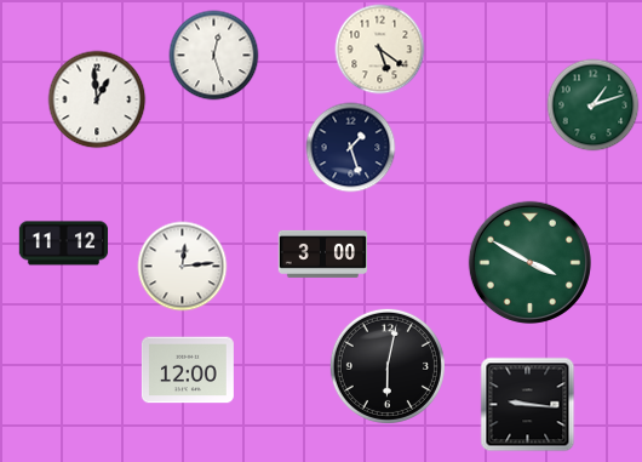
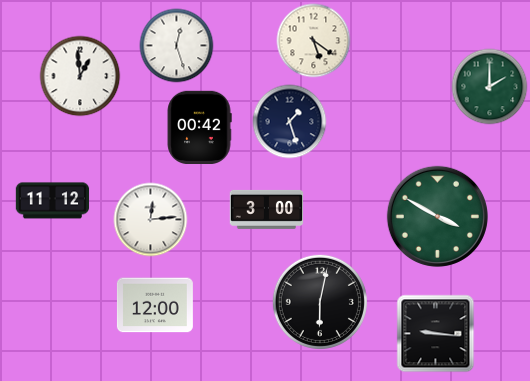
clock at (97, 99) position: (97, 99) -> (80, 76)
clock at (594, 105): 1:12 -> 2:00
clock at (199, 127): none -> 00:42
